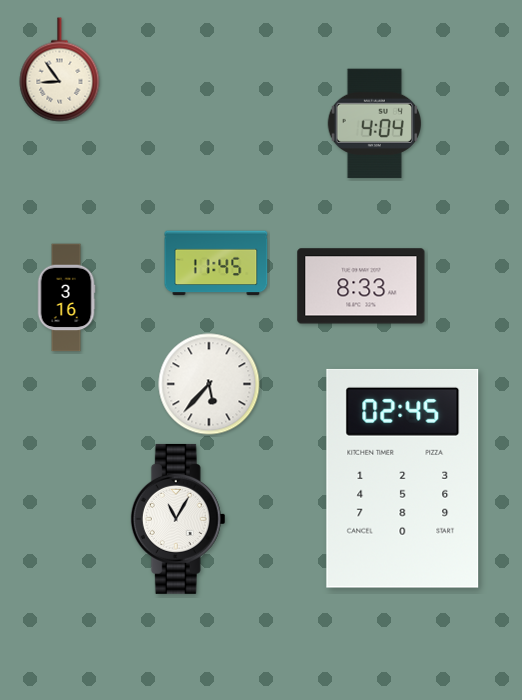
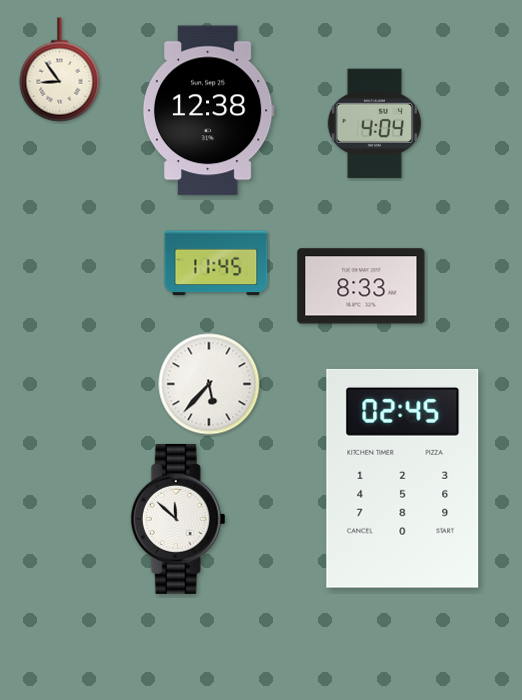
clock at (208, 111): none -> 12:38
clock at (66, 298): 3:16 -> none
clock at (178, 519): 11:05 -> 11:52
